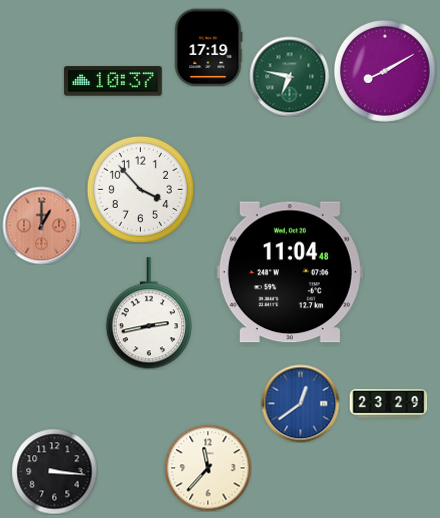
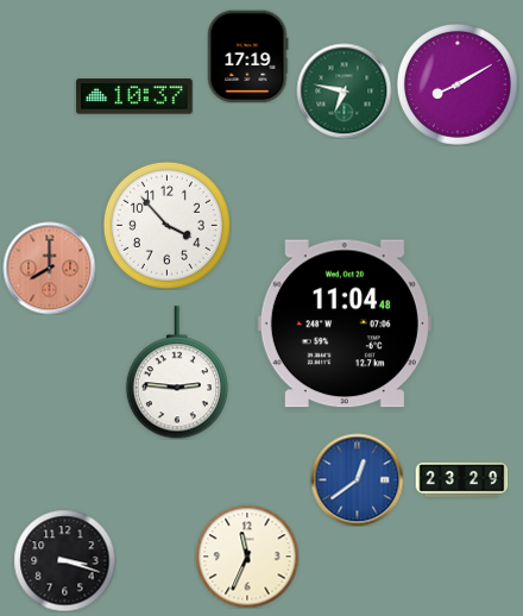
clock at (41, 225): 1:00 -> 8:00
clock at (149, 313): 2:43 -> 2:46
clock at (208, 468): 11:37 -> 11:34
clock at (54, 471): 3:16 -> 3:18
